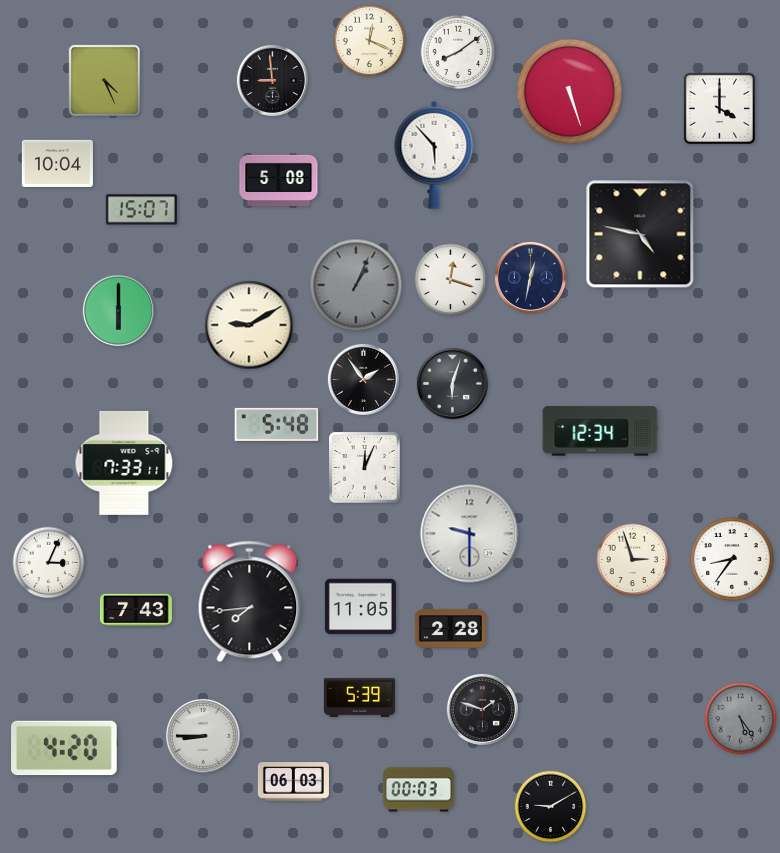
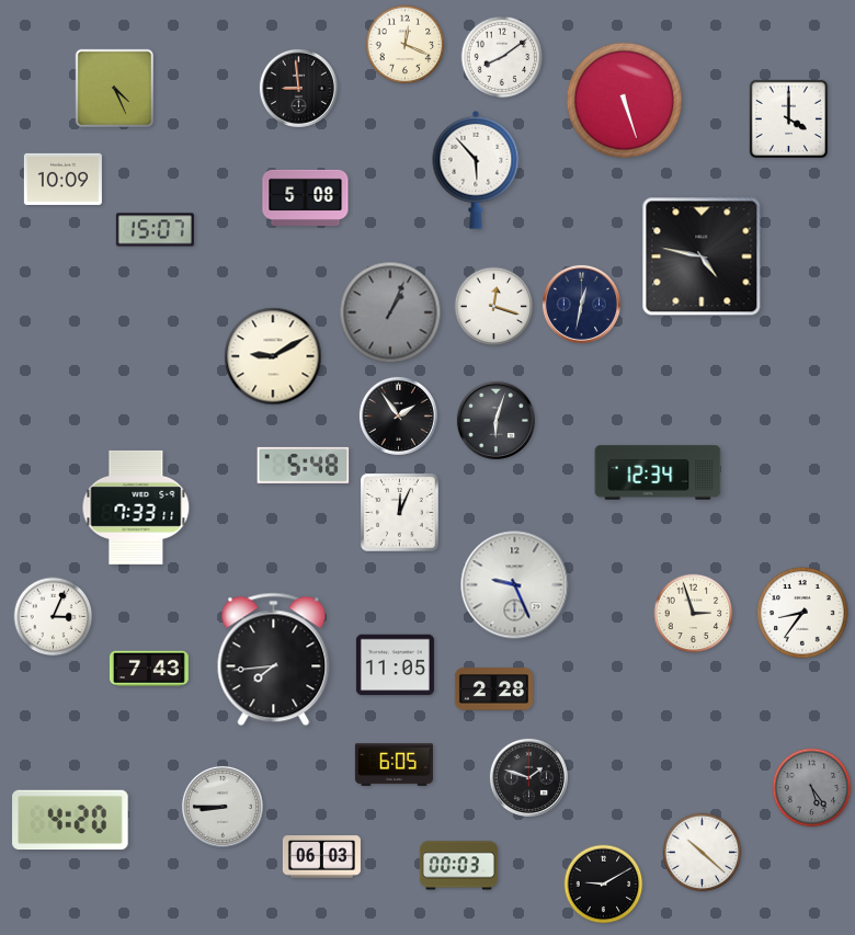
clock at (57, 163): 10:04 -> 10:09
clock at (118, 310): 6:00 -> none
clock at (470, 534): 9:30 -> 9:26
clock at (359, 698): 5:39 -> 6:05
clock at (703, 853): none -> 10:22
